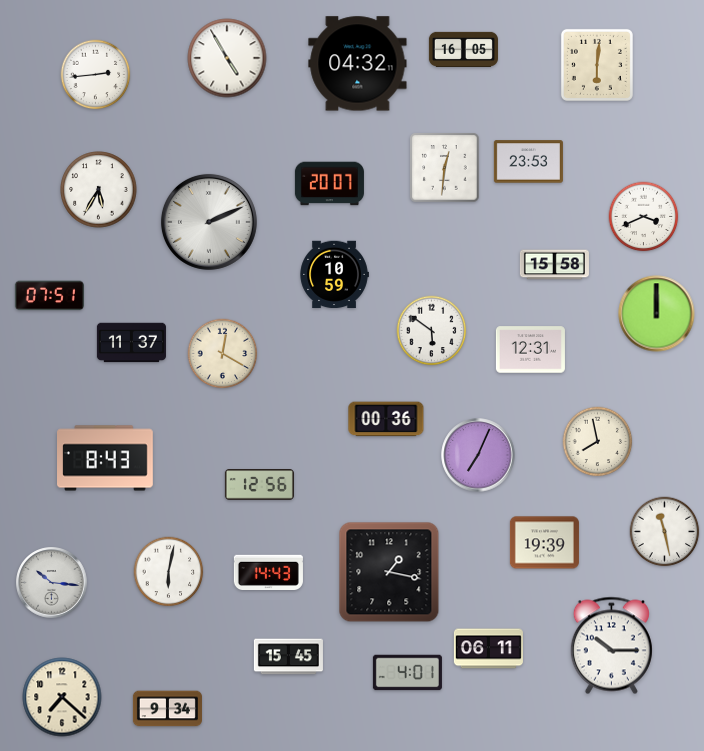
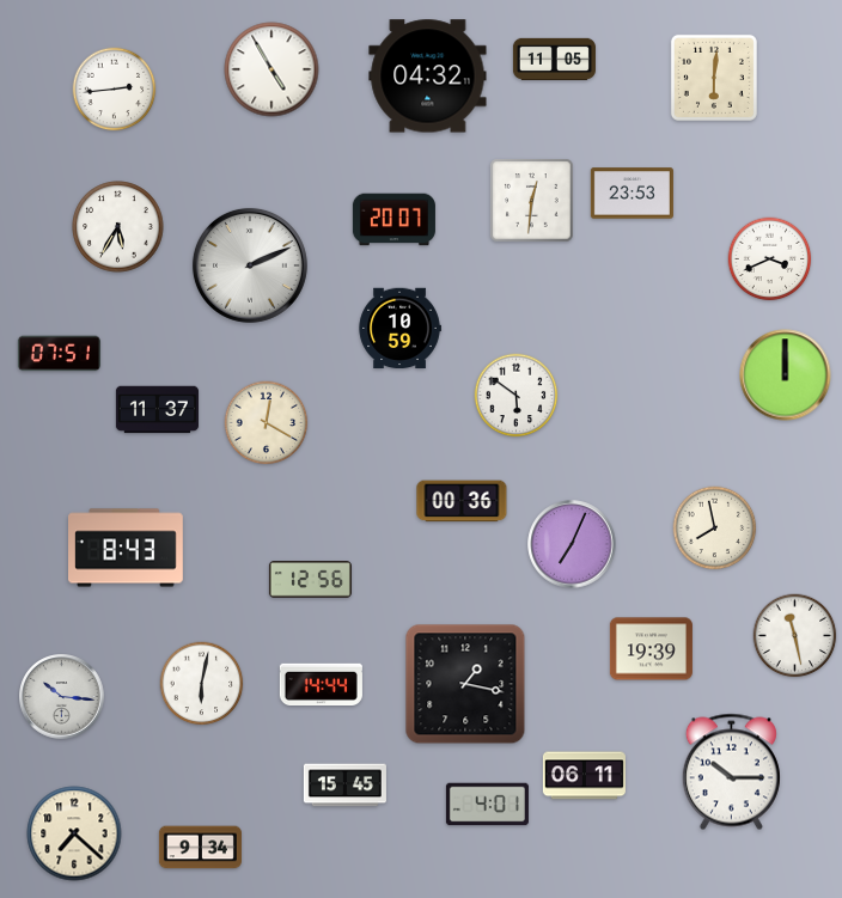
clock at (463, 49): 16:05 -> 11:05
clock at (554, 265): 15:58 -> none
clock at (530, 350): 12:31 -> none
clock at (268, 572): 14:43 -> 14:44
